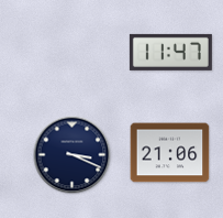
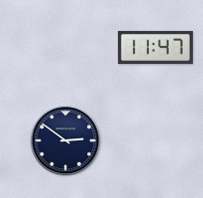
clock at (170, 153): 21:06 -> none
clock at (73, 155): 3:19 -> 2:51
